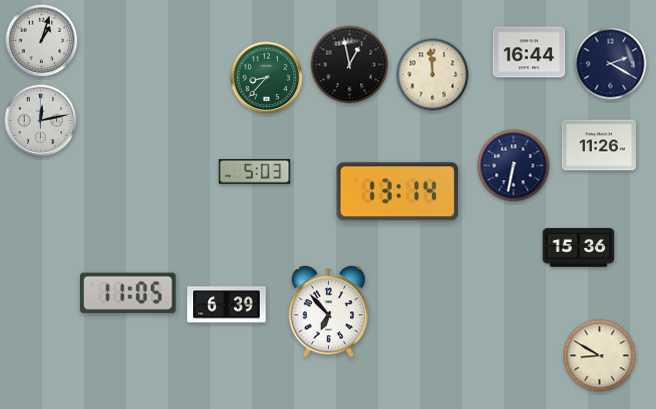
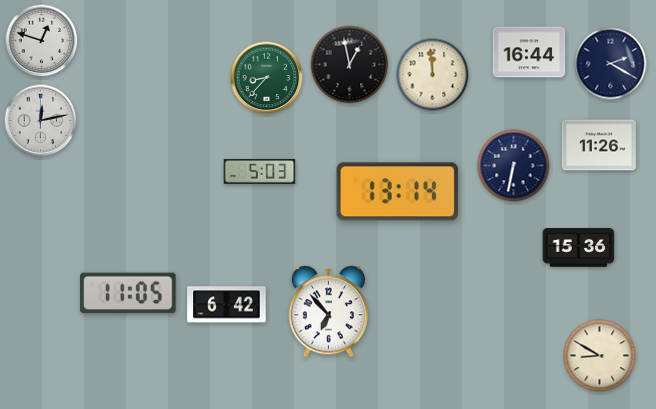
clock at (42, 41): 1:03 -> 12:48
clock at (255, 172) position: (255, 172) -> (260, 172)
clock at (227, 305): 6:39 -> 6:42
